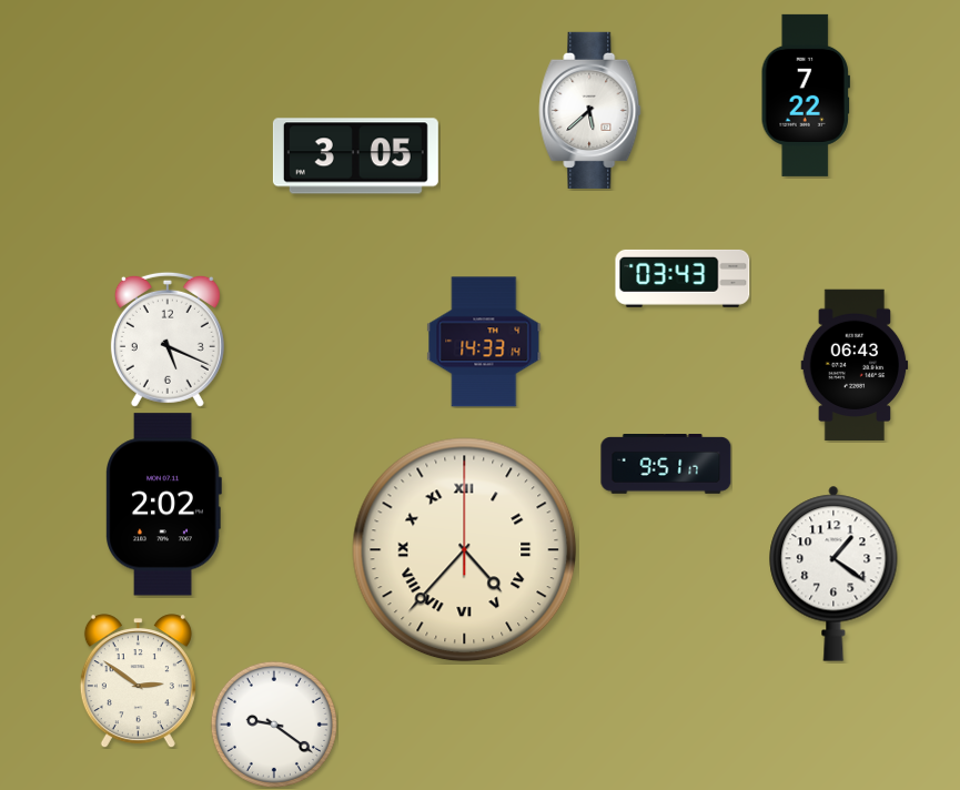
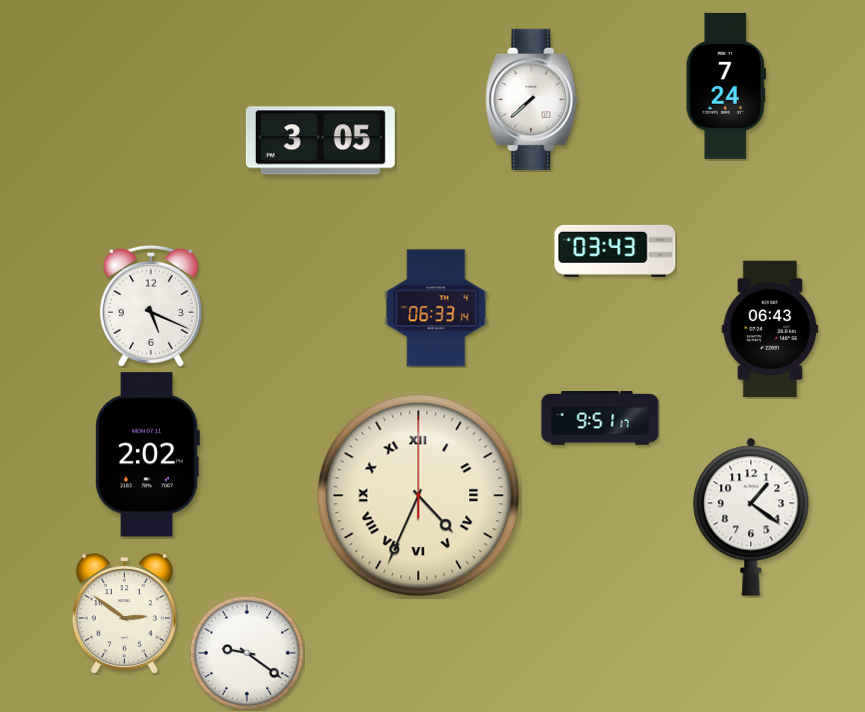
clock at (805, 95): 7:22 -> 7:24
clock at (590, 110): 5:38 -> 7:38
clock at (484, 342): 14:33 -> 06:33
clock at (465, 550): 4:37 -> 4:34
